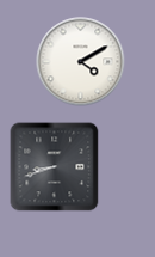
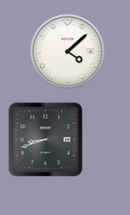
clock at (81, 62): 4:10 -> 4:08
